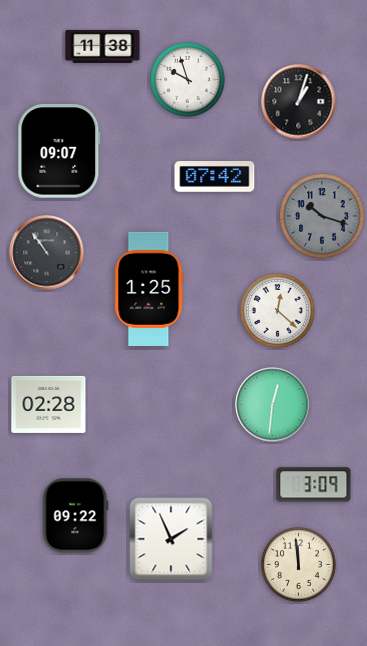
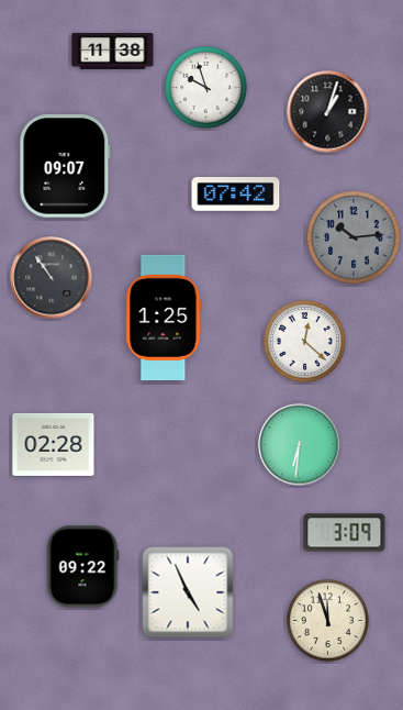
clock at (322, 216): 10:18 -> 10:14
clock at (273, 405): 12:31 -> 6:31
clock at (171, 539): 1:56 -> 4:56
clock at (299, 565): 11:59 -> 11:57
